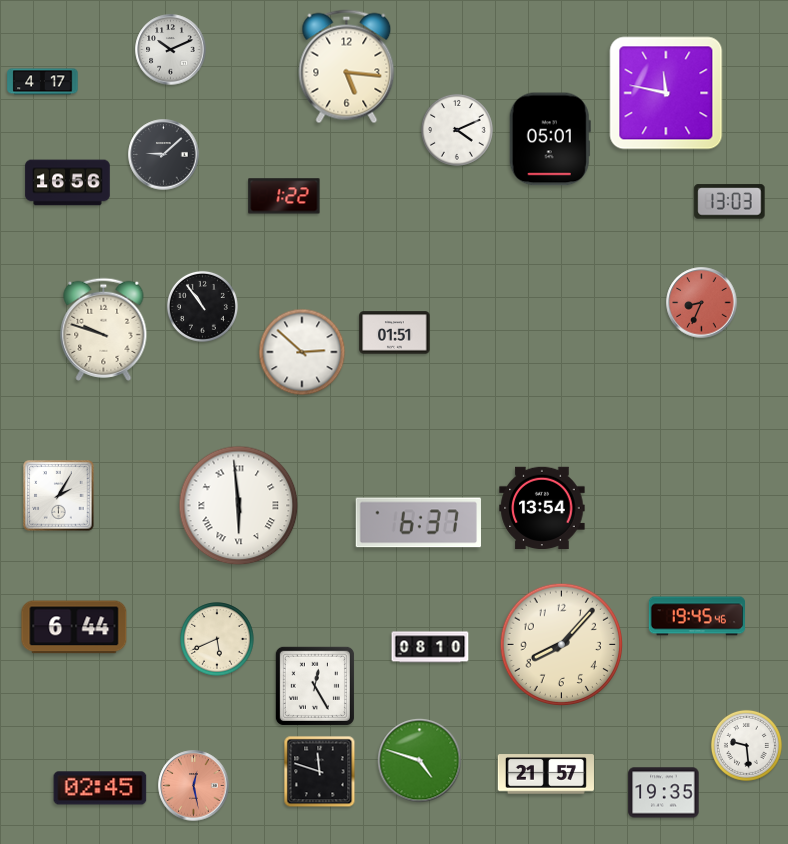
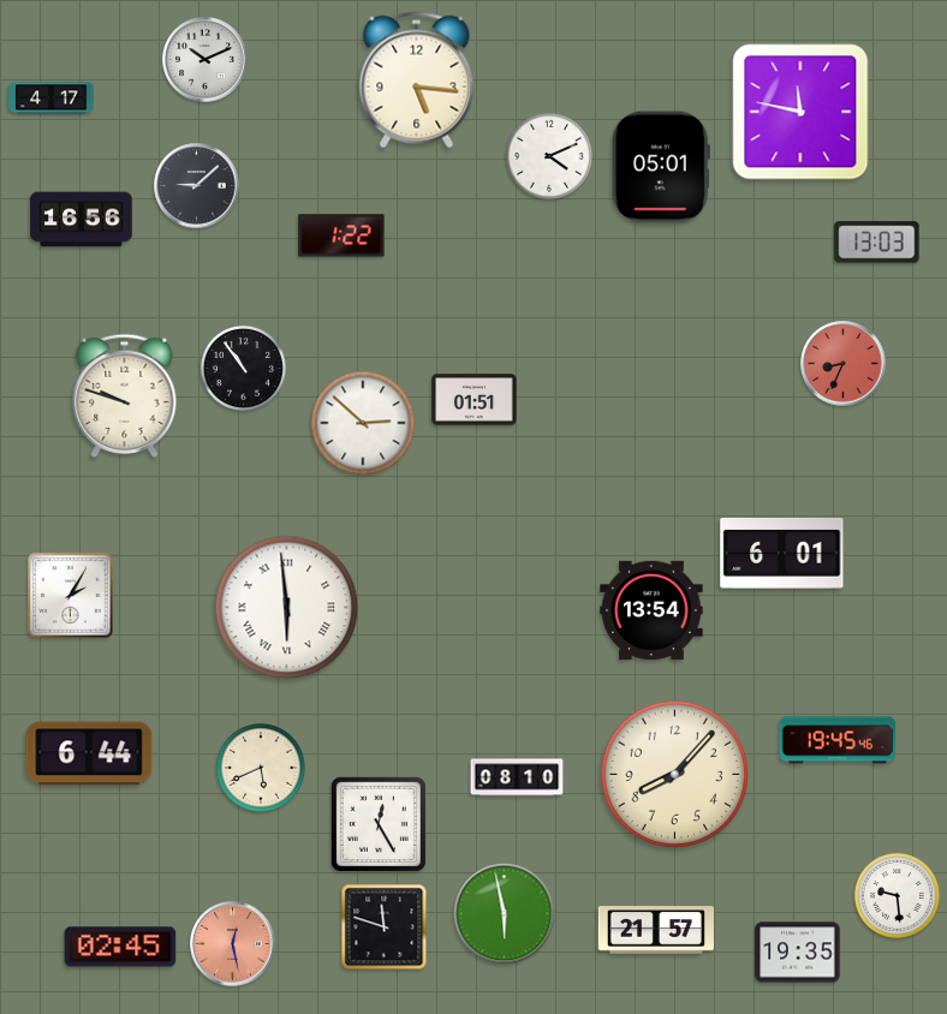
clock at (782, 554): none -> 6:01
clock at (418, 523): 6:37 -> none
clock at (420, 761): 4:48 -> 5:58
